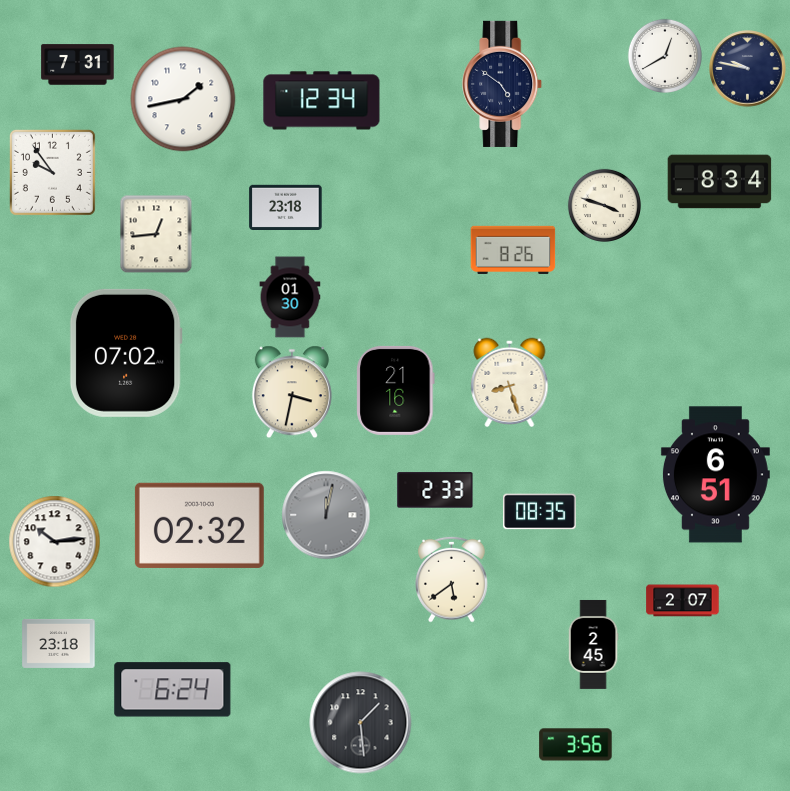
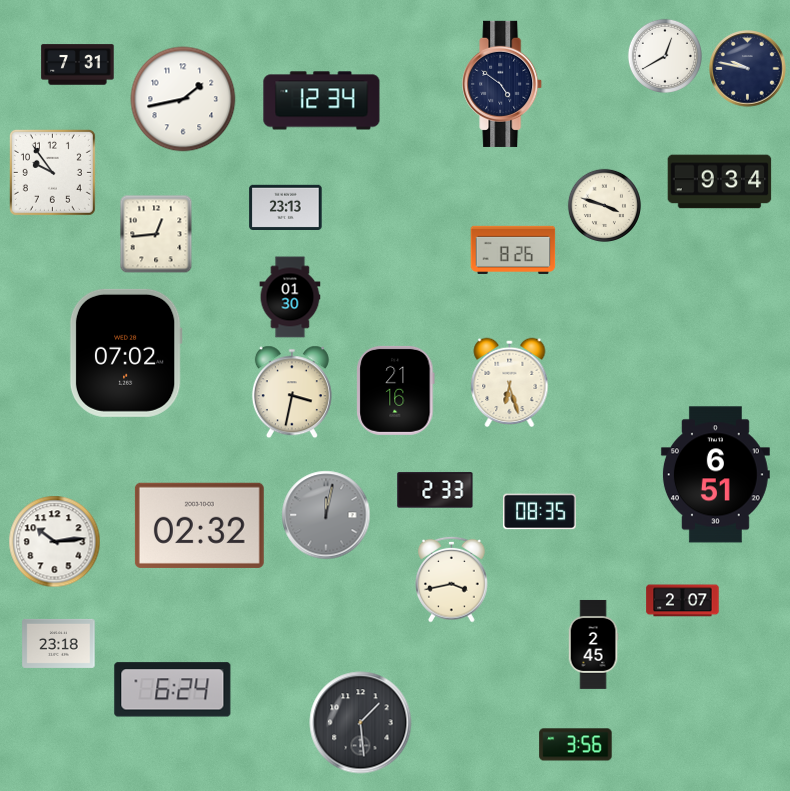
clock at (720, 182): 8:34 -> 9:34
clock at (286, 207): 23:18 -> 23:13
clock at (510, 383): 8:27 -> 6:27
clock at (452, 579): 5:39 -> 3:43
